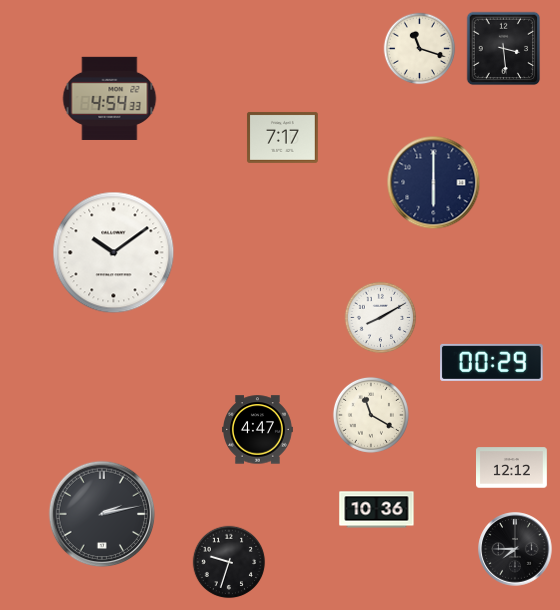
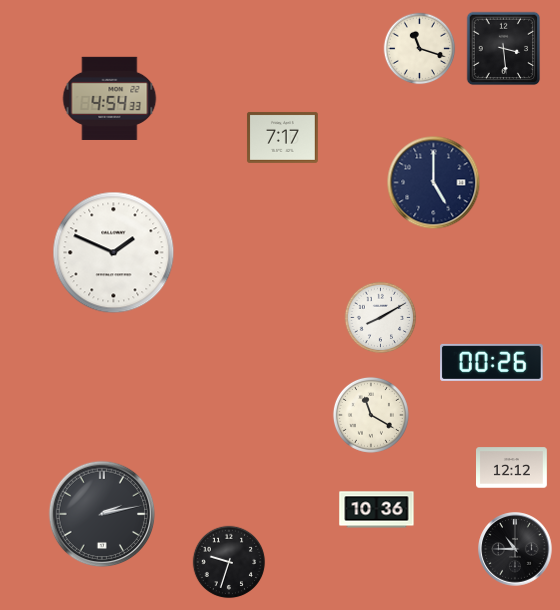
clock at (434, 183): 6:00 -> 5:00
clock at (114, 253): 10:09 -> 1:49
clock at (492, 362): 00:29 -> 00:26
clock at (258, 430): 4:47 -> none
clock at (515, 549): 7:45 -> 10:45
